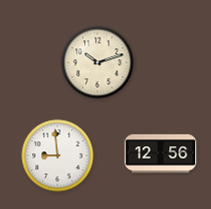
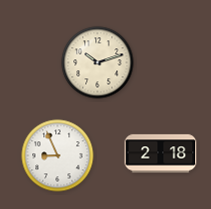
clock at (161, 154): 12:56 -> 2:18
clock at (58, 156): 8:59 -> 8:56
